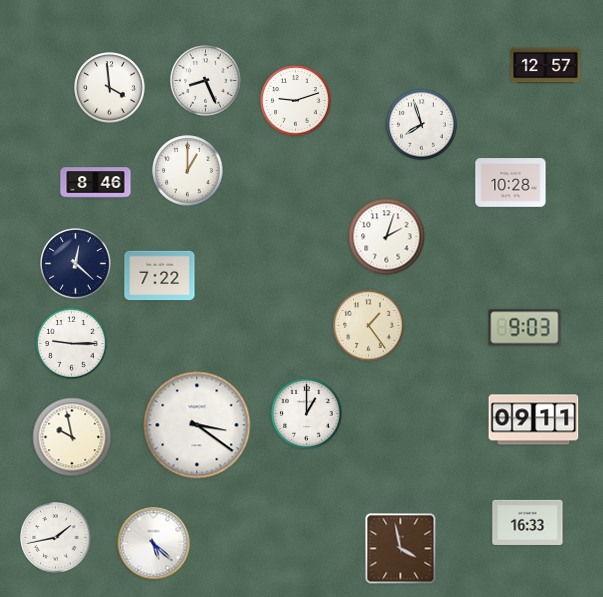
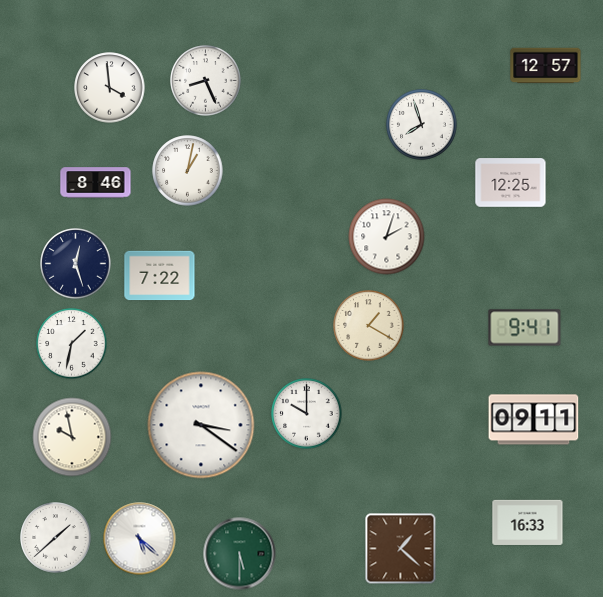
clock at (296, 101): 9:12 -> none
clock at (188, 171): 1:00 -> 1:02
clock at (511, 183): 10:28 -> 12:25
clock at (76, 264): 12:22 -> 12:27
clock at (369, 326): 1:24 -> 1:20
clock at (525, 328): 9:03 -> 9:41
clock at (72, 344): 9:15 -> 1:32
clock at (307, 414): 1:00 -> 10:00
clock at (197, 425) position: (197, 425) -> (201, 425)
clock at (56, 538): 1:43 -> 1:38
clock at (154, 544) position: (154, 544) -> (140, 539)
clock at (401, 549): 3:58 -> 1:22
clock at (240, 554): none -> 5:30
